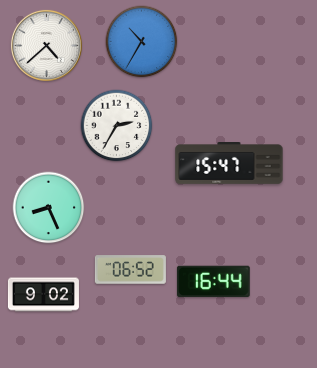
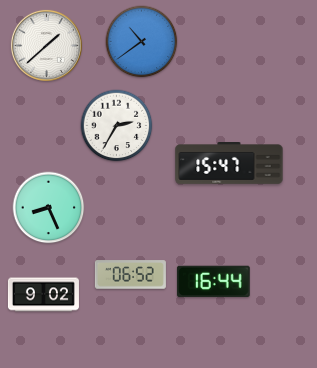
clock at (142, 42): 10:35 -> 10:39
clock at (46, 45): 4:38 -> 1:38
clock at (130, 270) position: (130, 270) -> (130, 275)
